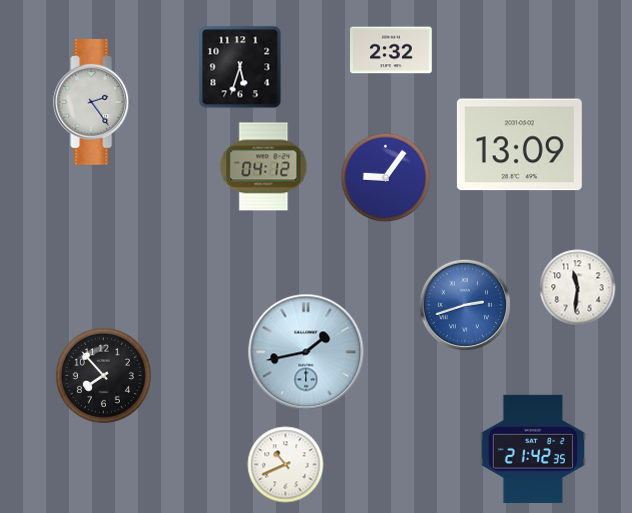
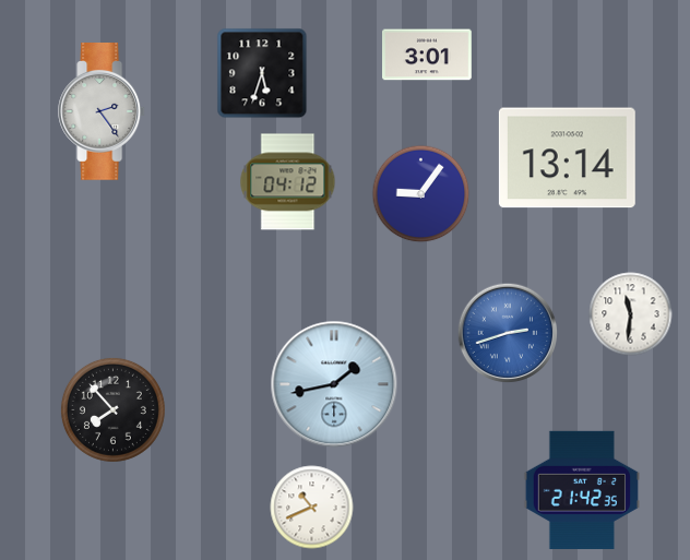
clock at (392, 50): 2:32 -> 3:01
clock at (519, 145): 13:09 -> 13:14
